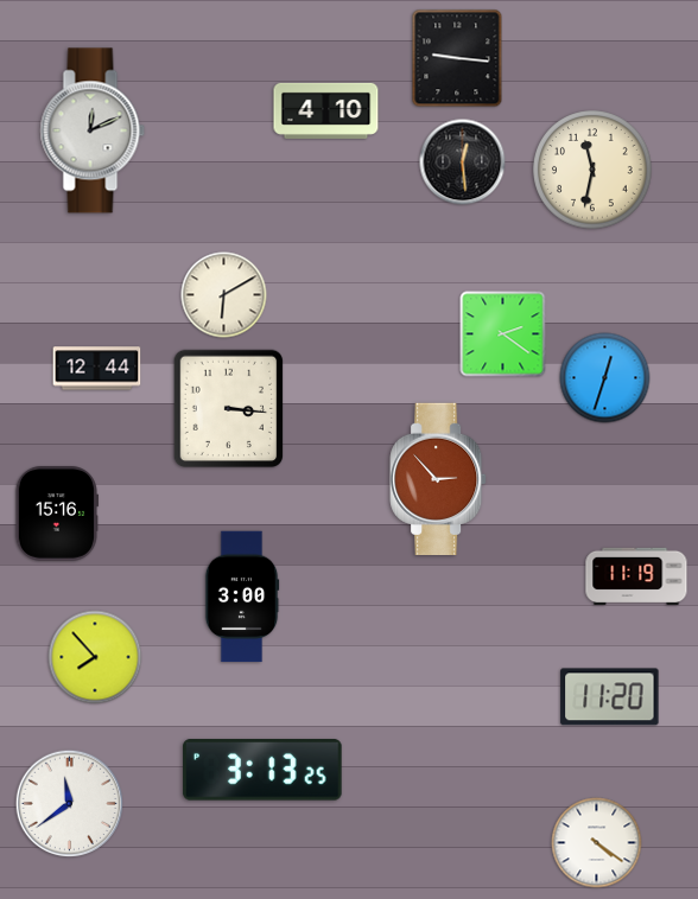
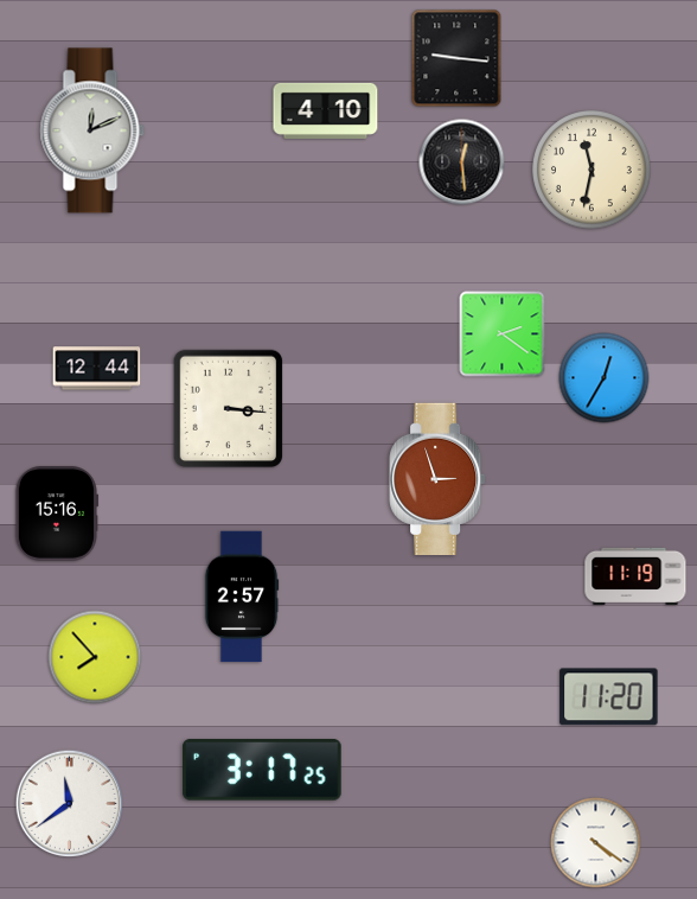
clock at (224, 295): 6:10 -> none
clock at (605, 378): 12:33 -> 12:35
clock at (438, 478): 2:53 -> 2:57
clock at (242, 597): 3:00 -> 2:57
clock at (262, 770): 3:13 -> 3:17
